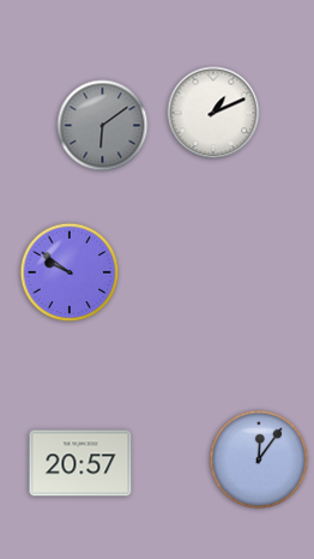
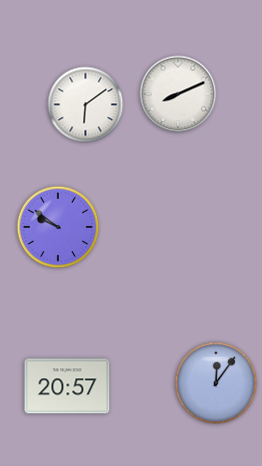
clock at (213, 113): 1:11 -> 8:11
clock at (103, 126) dial: grey -> white
